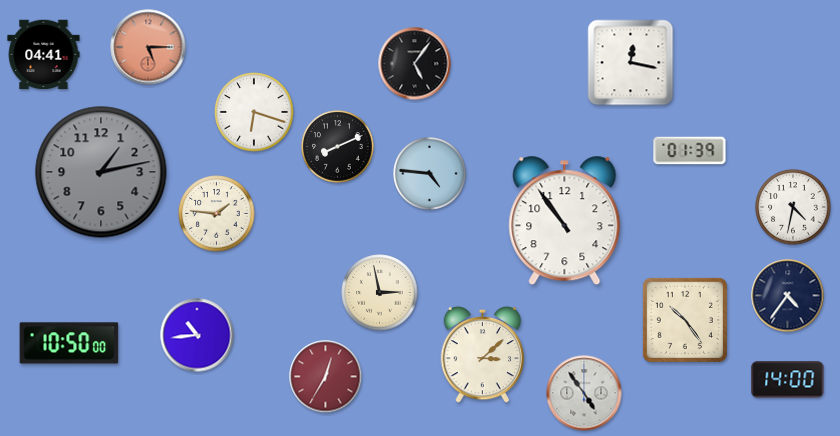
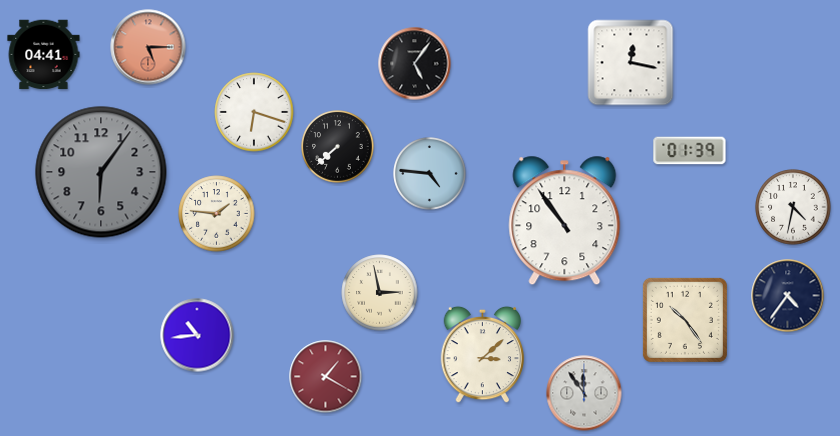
clock at (338, 147): 8:11 -> 7:38
clock at (101, 172): 1:13 -> 6:06
clock at (69, 343): 10:50 -> none
clock at (326, 377): 12:35 -> 1:20
clock at (788, 380): 14:00 -> none
clock at (584, 393): 4:54 -> 11:54
